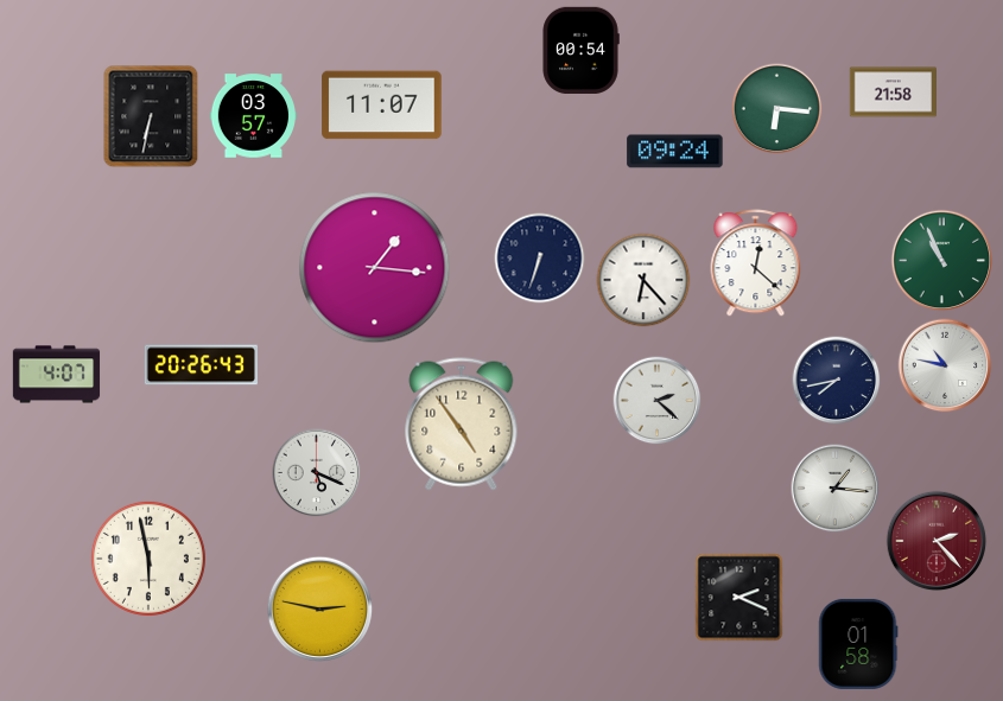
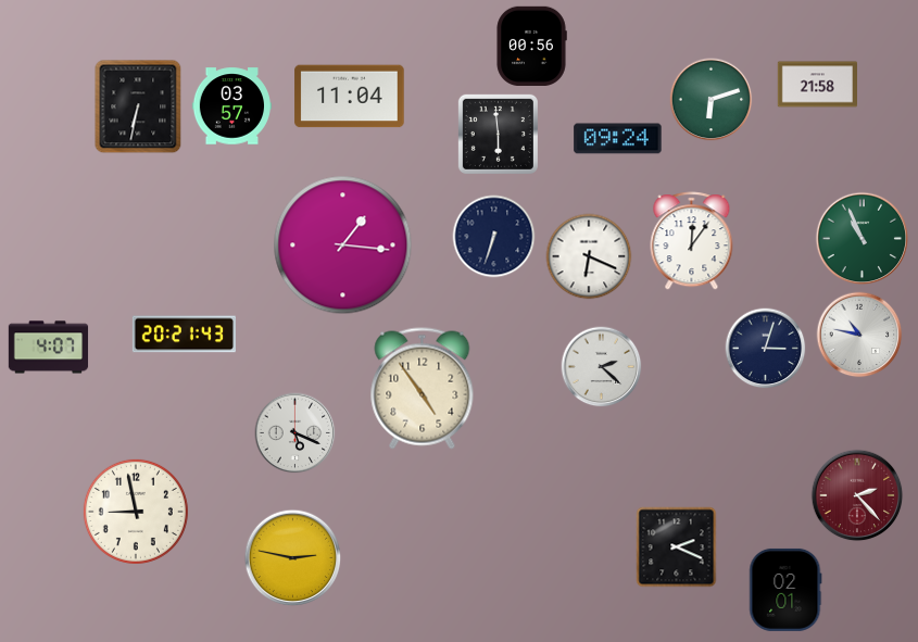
clock at (580, 50): 00:54 -> 00:56
clock at (382, 106): 11:07 -> 11:04
clock at (777, 109): 6:16 -> 6:12
clock at (498, 134): none -> 5:59
clock at (756, 263): 12:22 -> 12:06
clock at (643, 280): 6:23 -> 6:19
clock at (201, 365): 20:26 -> 20:21
clock at (945, 365) position: (945, 365) -> (859, 335)
clock at (57, 375) position: (57, 375) -> (49, 348)
clock at (837, 381): 7:43 -> 3:03
clock at (317, 473) position: (317, 473) -> (295, 433)
clock at (836, 489): 1:16 -> none
clock at (148, 559): 5:58 -> 8:58
clock at (858, 644): 01:58 -> 02:01
